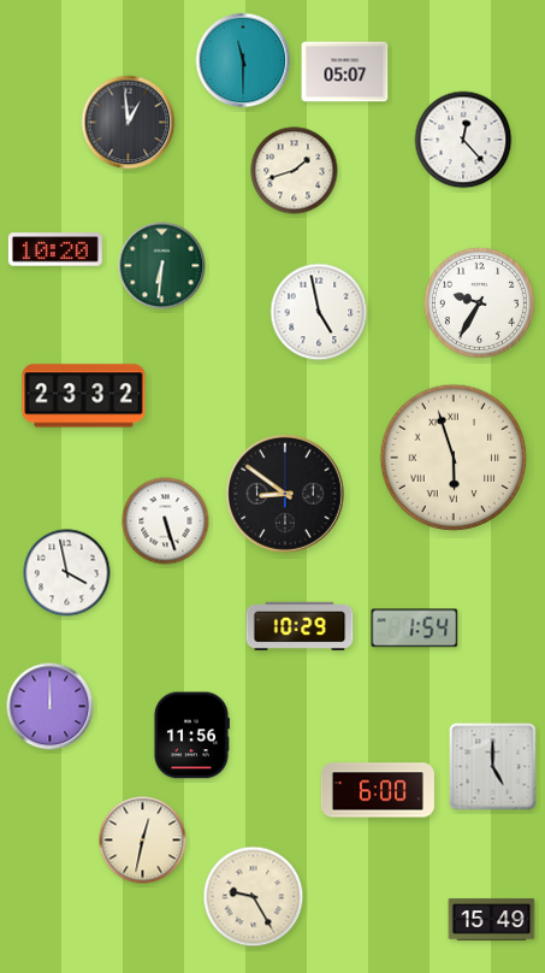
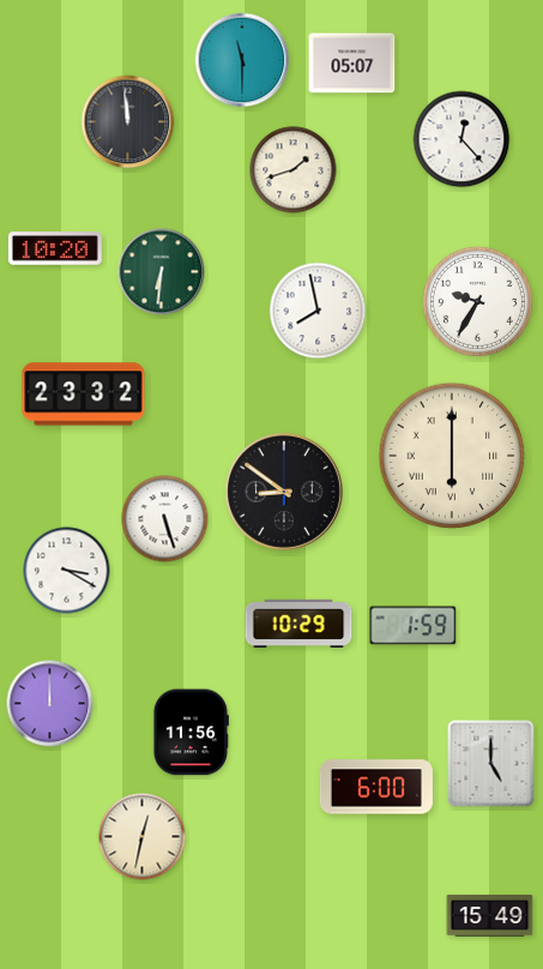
clock at (345, 72) position: (345, 72) -> (352, 64)
clock at (129, 123): 12:59 -> 11:59
clock at (162, 266) position: (162, 266) -> (162, 272)
clock at (319, 312): 4:58 -> 7:58
clock at (454, 458): 5:57 -> 6:00
clock at (67, 573): 3:58 -> 3:20
clock at (415, 629): 1:54 -> 1:59
clock at (254, 897): 9:25 -> none
